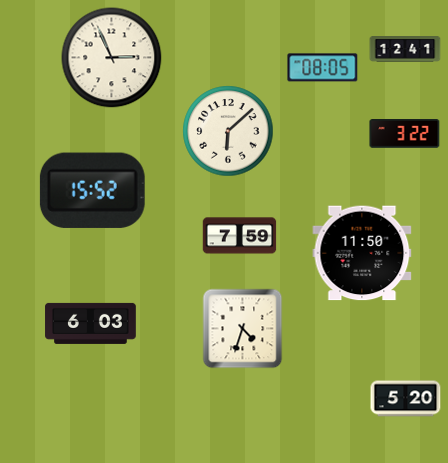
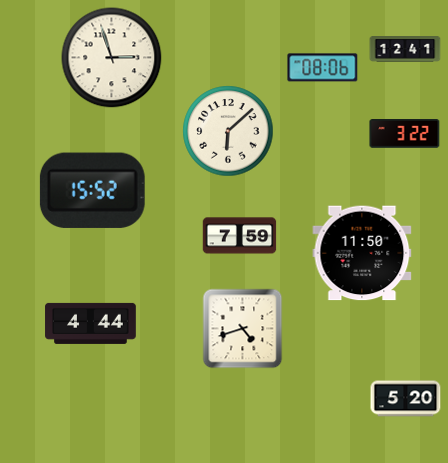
clock at (112, 58): 2:56 -> 2:57
clock at (323, 68): 08:05 -> 08:06
clock at (91, 323): 6:03 -> 4:44
clock at (243, 329): 4:33 -> 4:42
